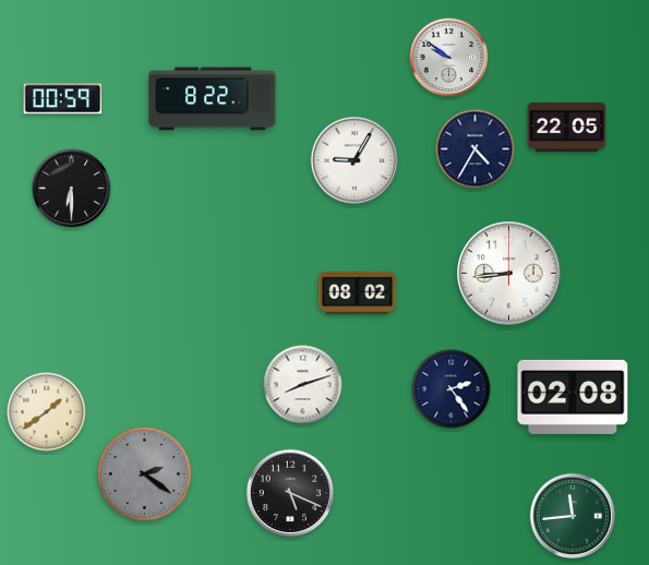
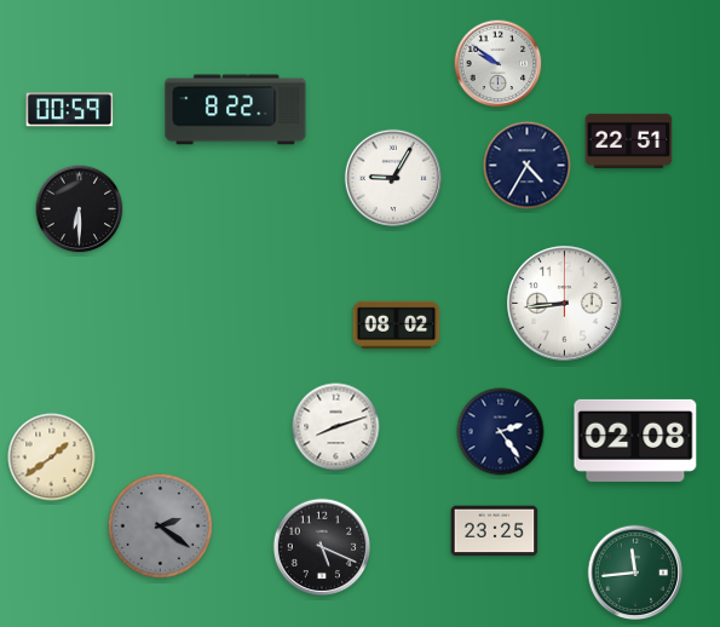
clock at (567, 127): 22:05 -> 22:51
clock at (495, 531): none -> 23:25
